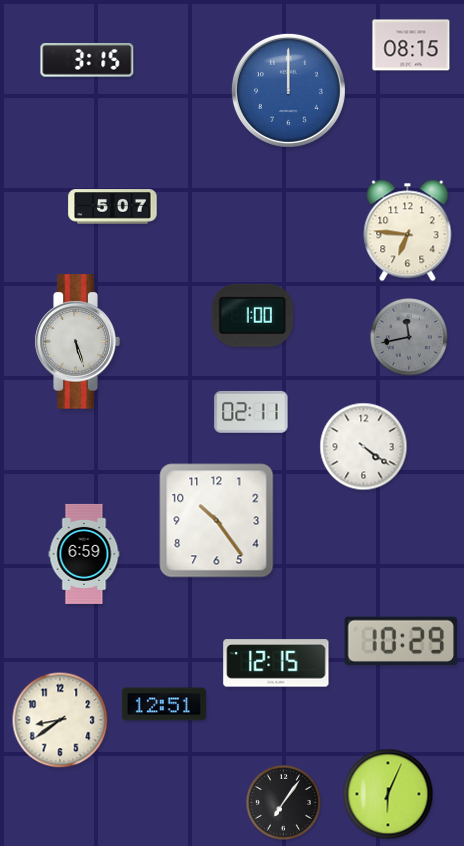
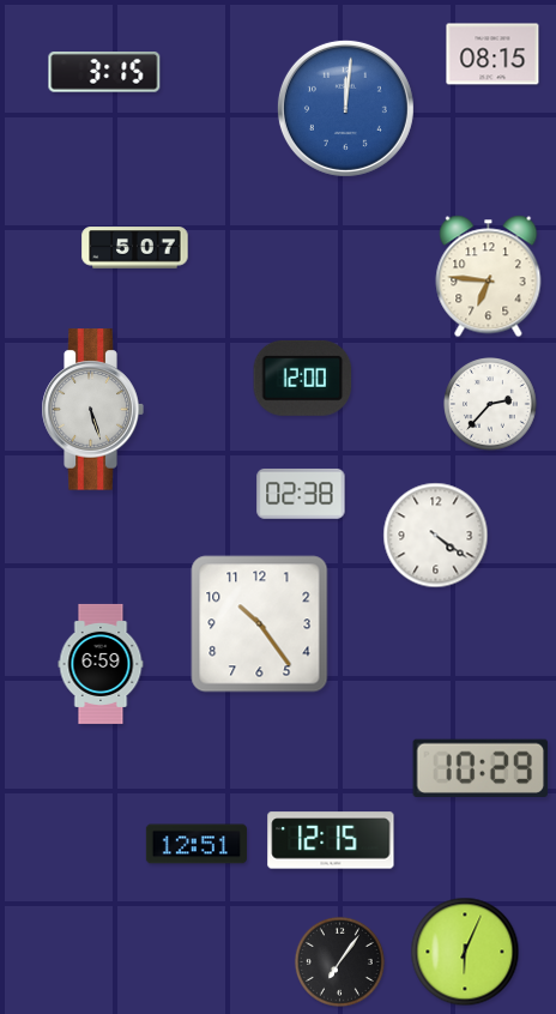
clock at (288, 90): 12:00 -> 12:01
clock at (253, 315): 1:00 -> 12:00
clock at (410, 338): 11:43 -> 2:37
clock at (410, 338) dial: grey -> white
clock at (251, 412): 02:11 -> 02:38
clock at (276, 663) position: (276, 663) -> (331, 840)
clock at (60, 720): 8:39 -> none
